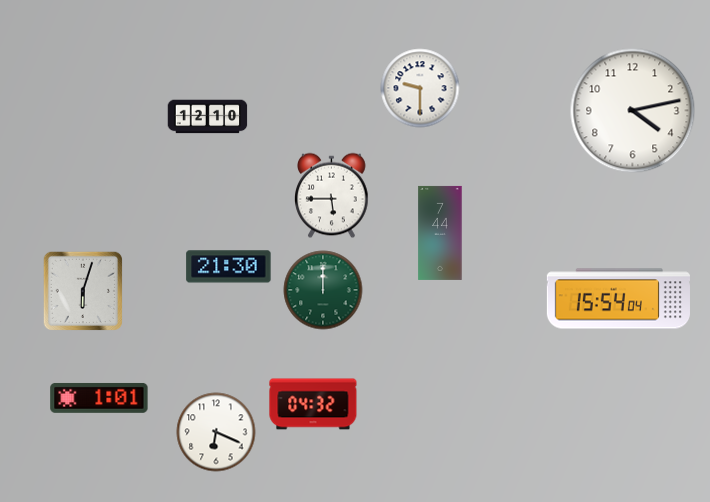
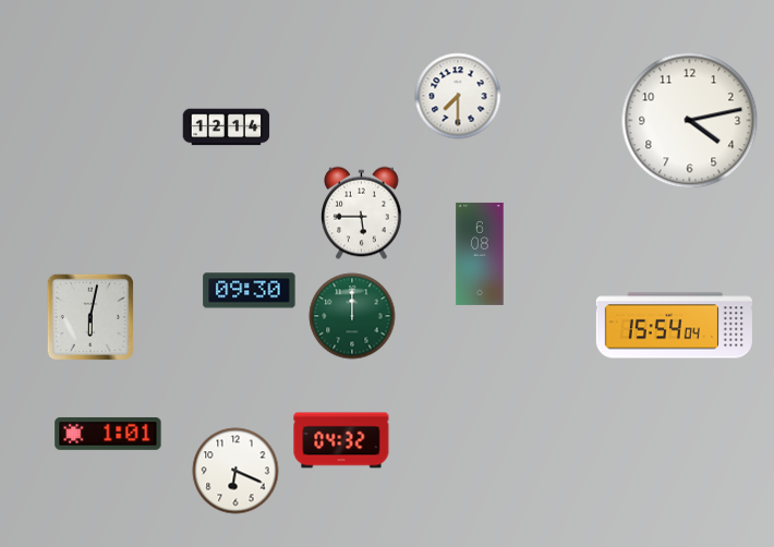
clock at (420, 88): 9:30 -> 7:30
clock at (208, 117): 12:10 -> 12:14
clock at (440, 233): 7:44 -> 6:08
clock at (229, 267): 21:30 -> 09:30
clock at (82, 290): 6:03 -> 6:02
